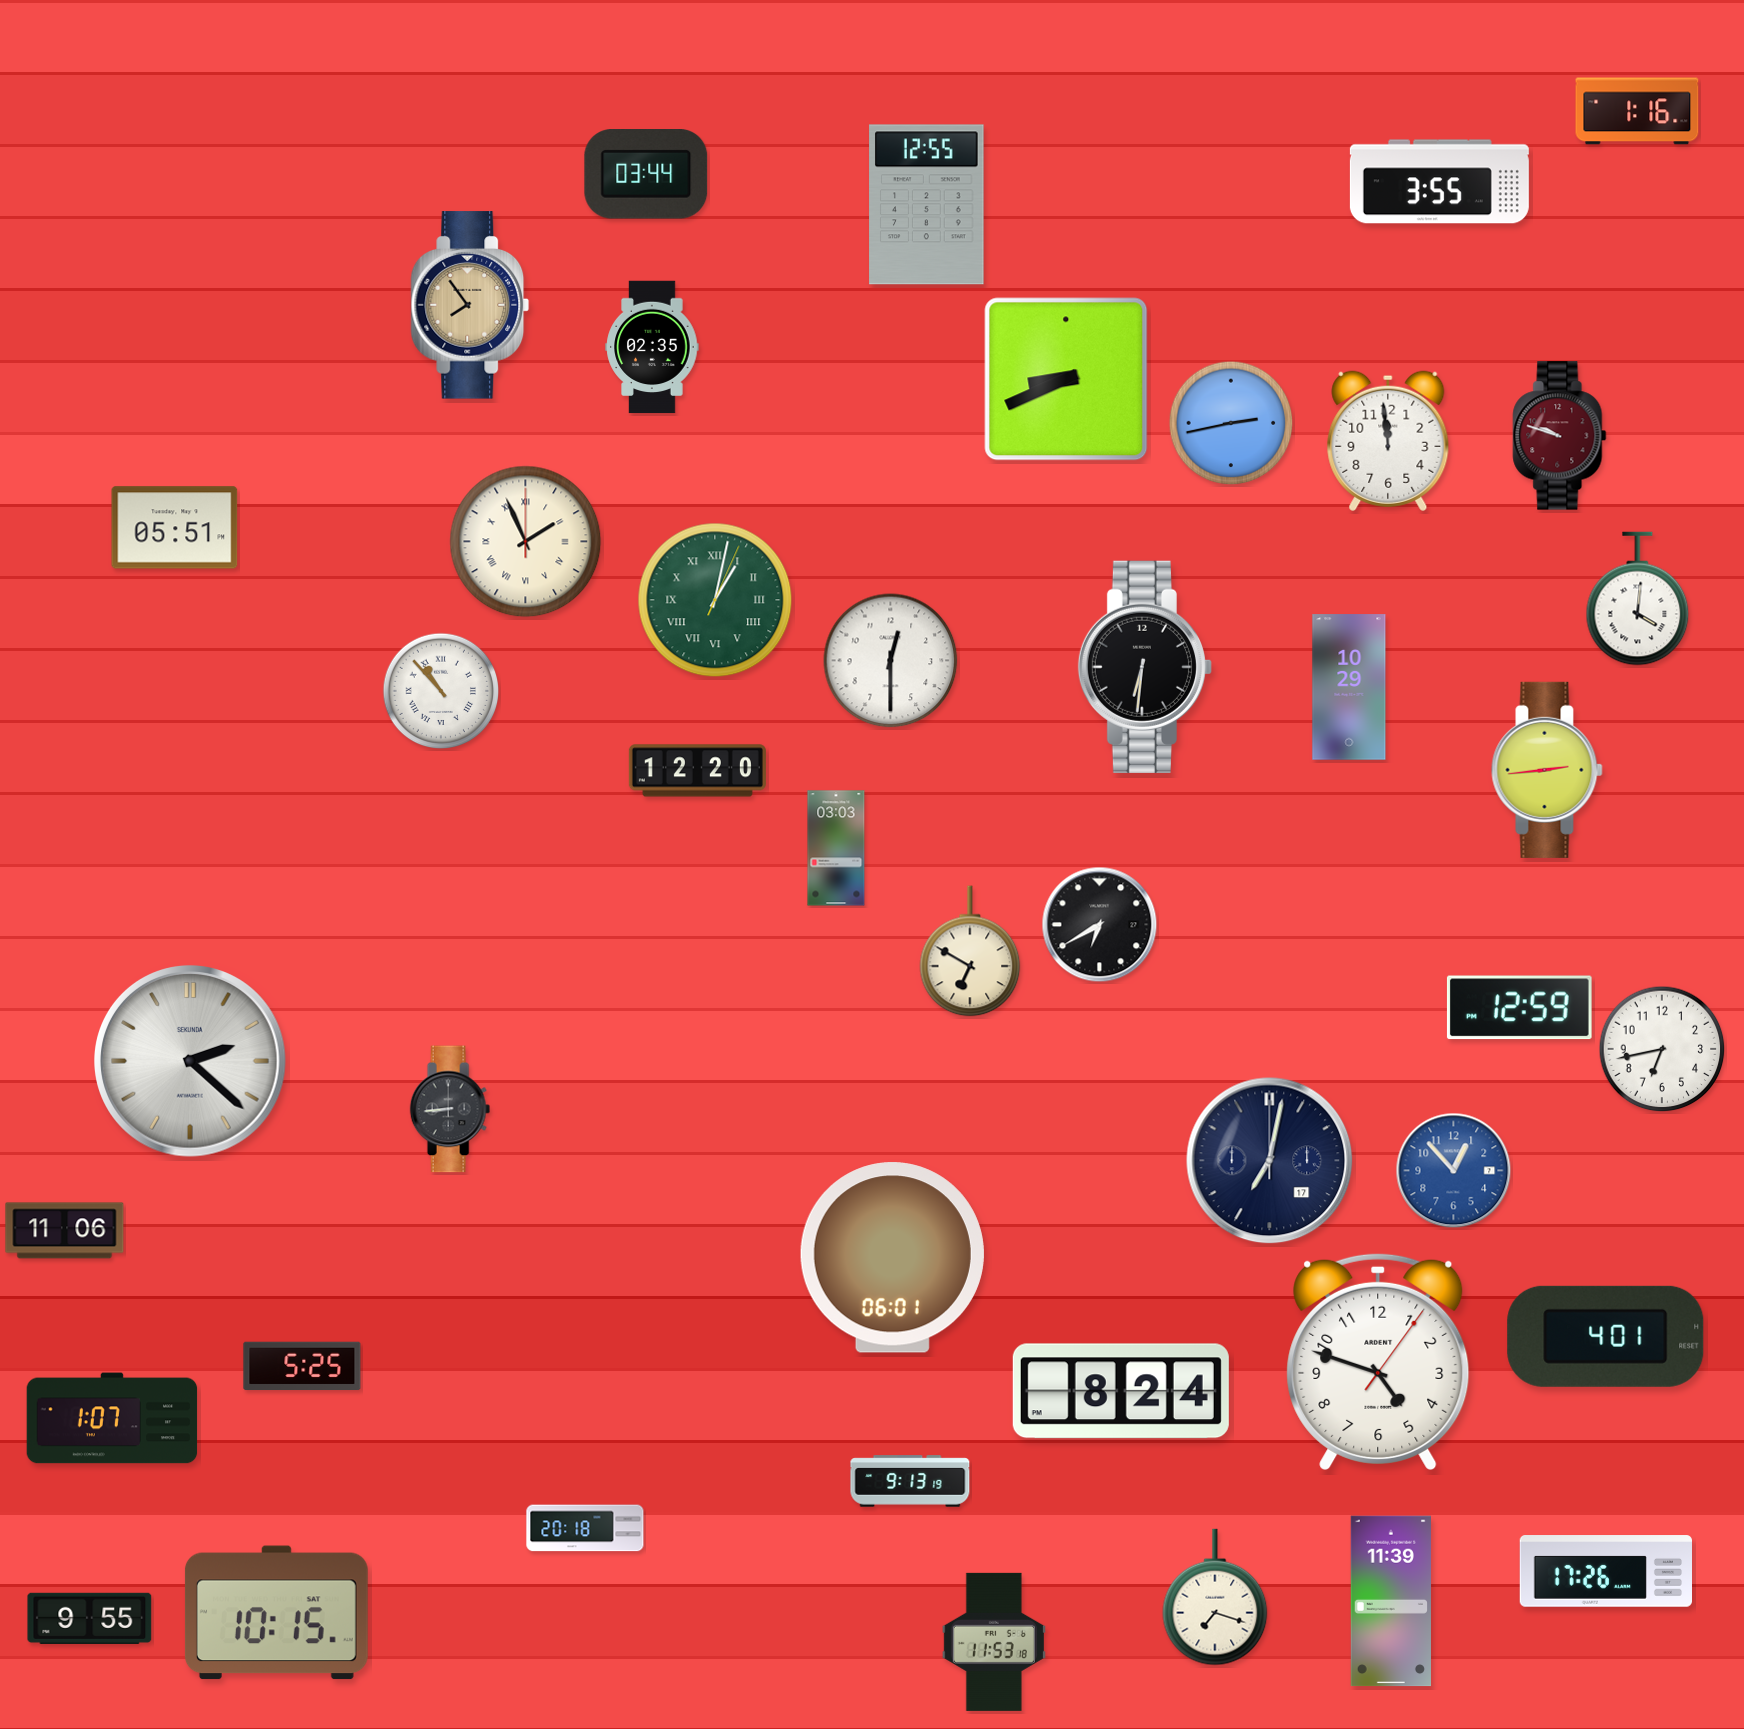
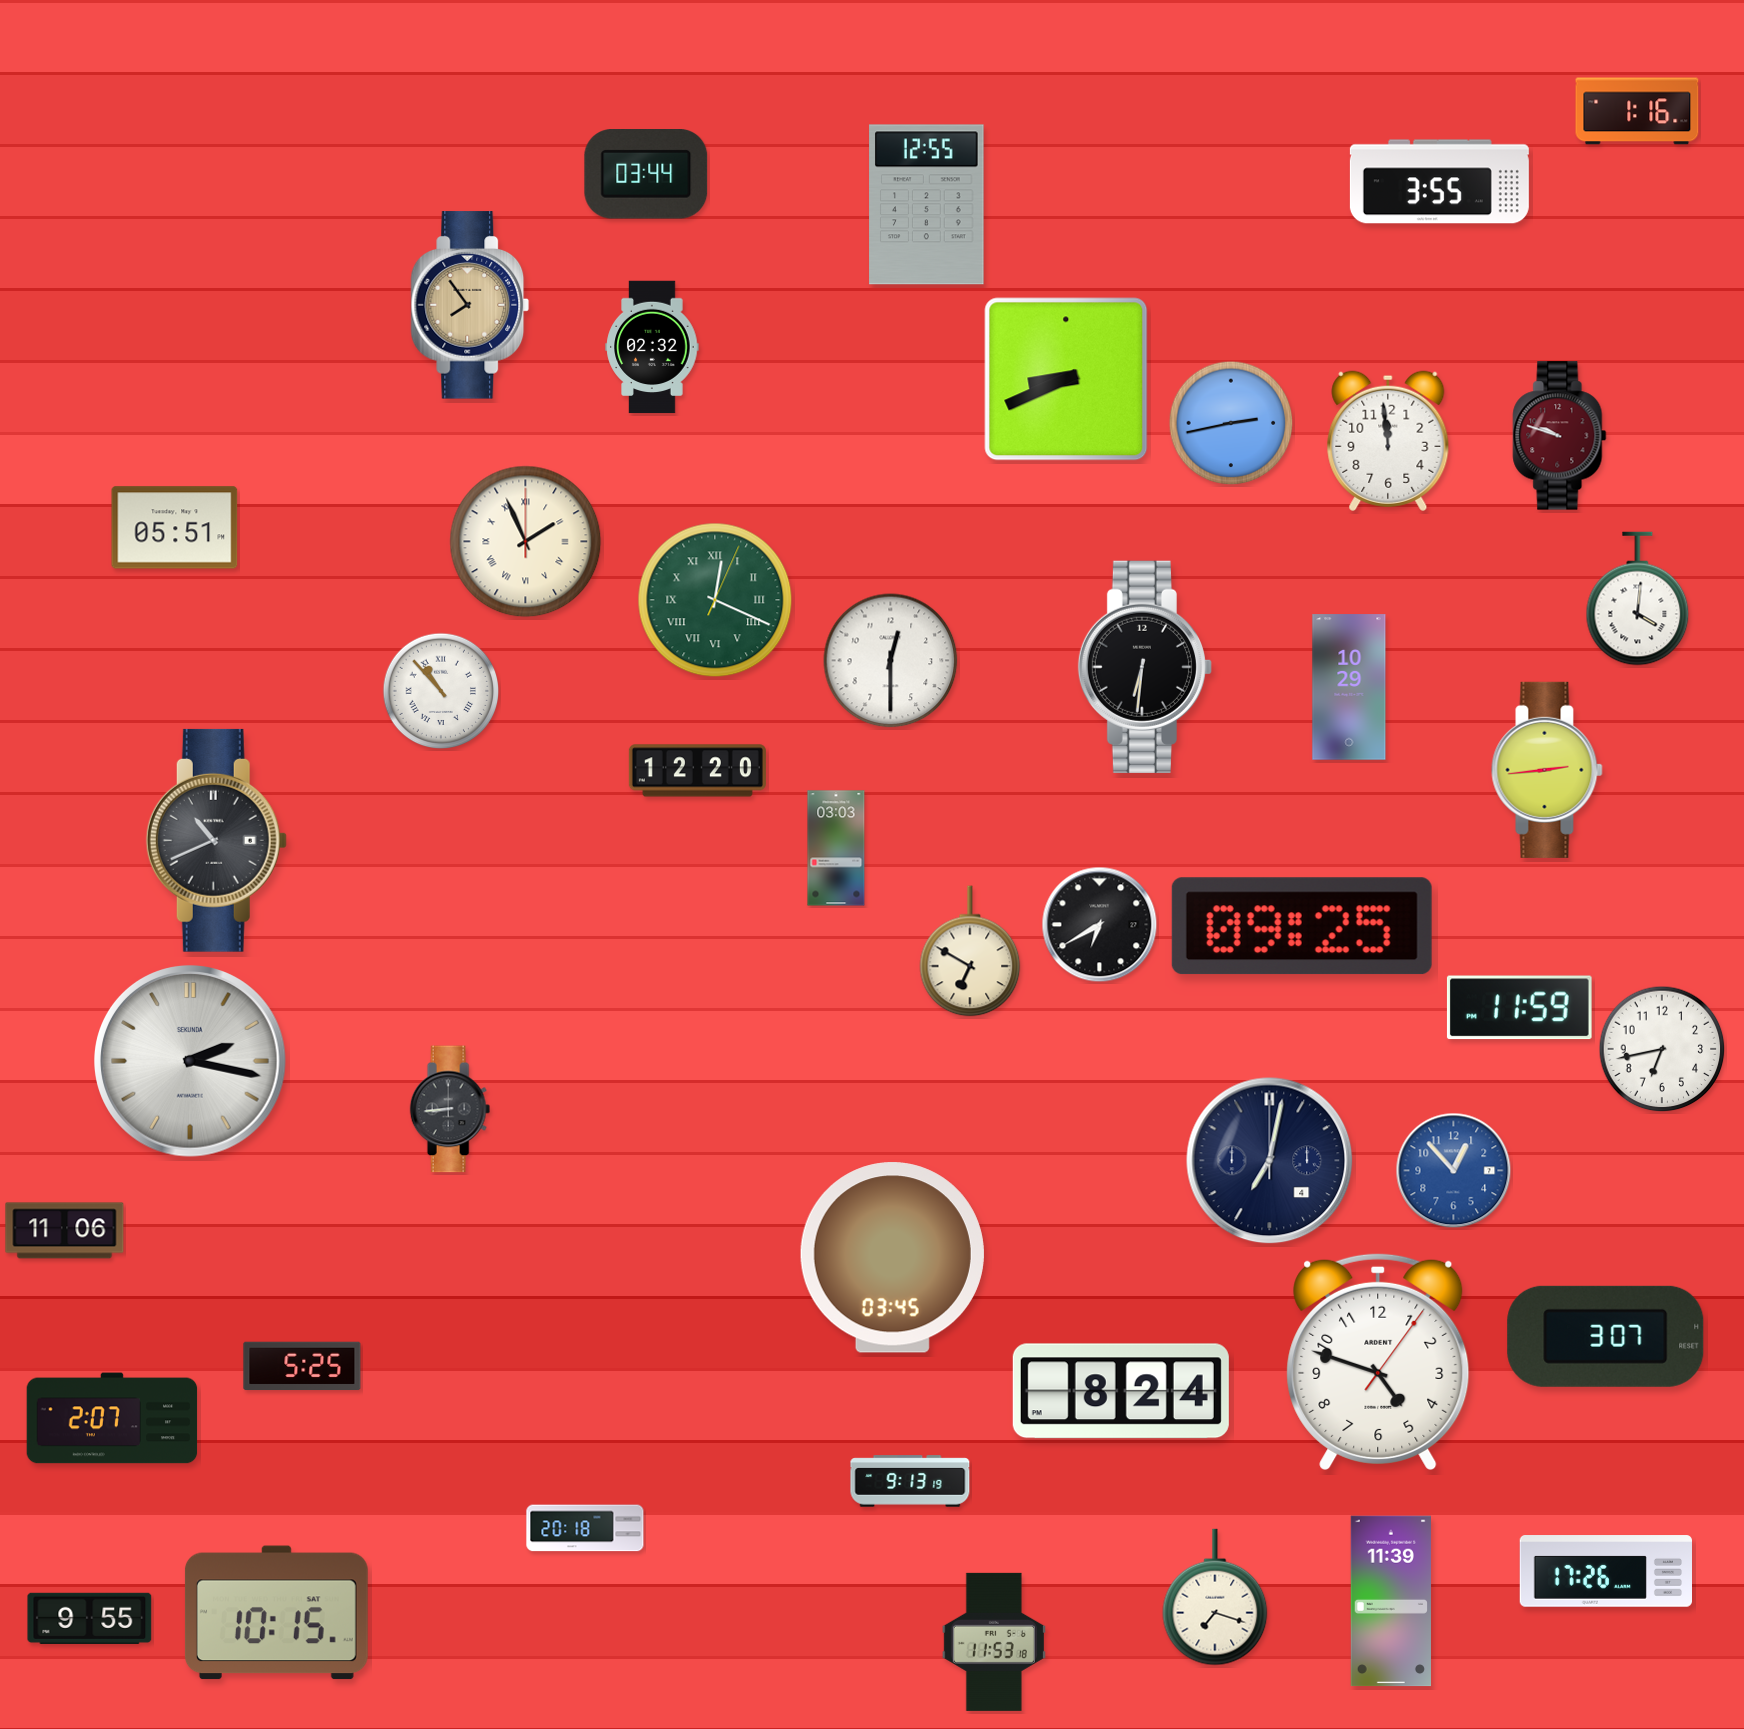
clock at (652, 347): 02:35 -> 02:32
clock at (715, 600): 1:02 -> 12:19
clock at (216, 840): none -> 10:41
clock at (1302, 926): none -> 09:25
clock at (1519, 1008): 12:59 -> 11:59
clock at (190, 1061): 2:22 -> 2:17
clock at (1270, 1161) date: 17 -> 4
clock at (892, 1258): 06:01 -> 03:45
clock at (1606, 1336): 4:01 -> 3:07
clock at (112, 1418): 1:07 -> 2:07
